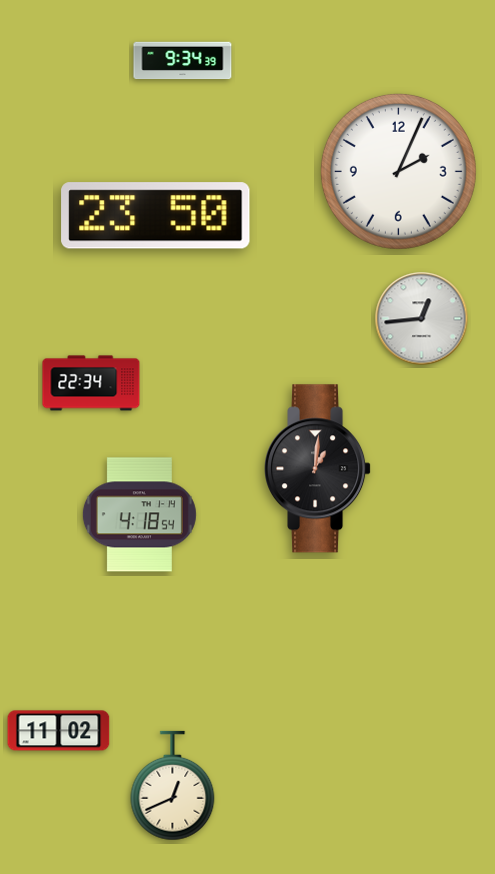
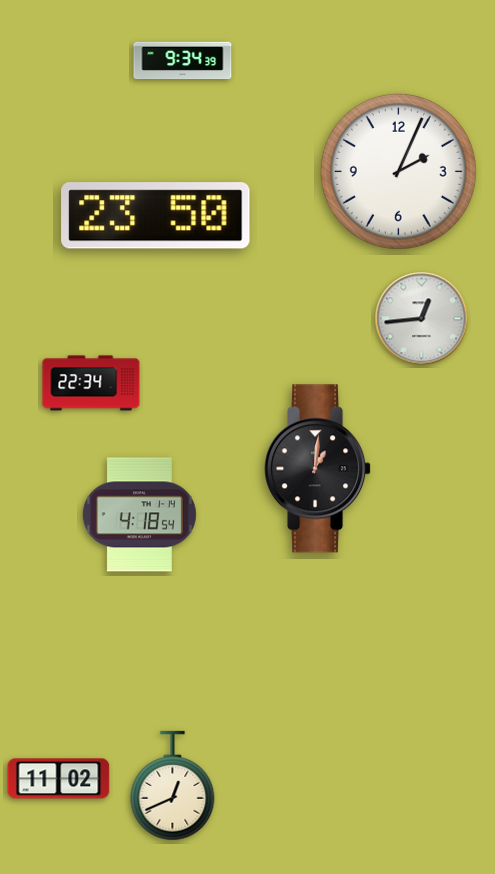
clock at (59, 731) position: (59, 731) -> (59, 779)
